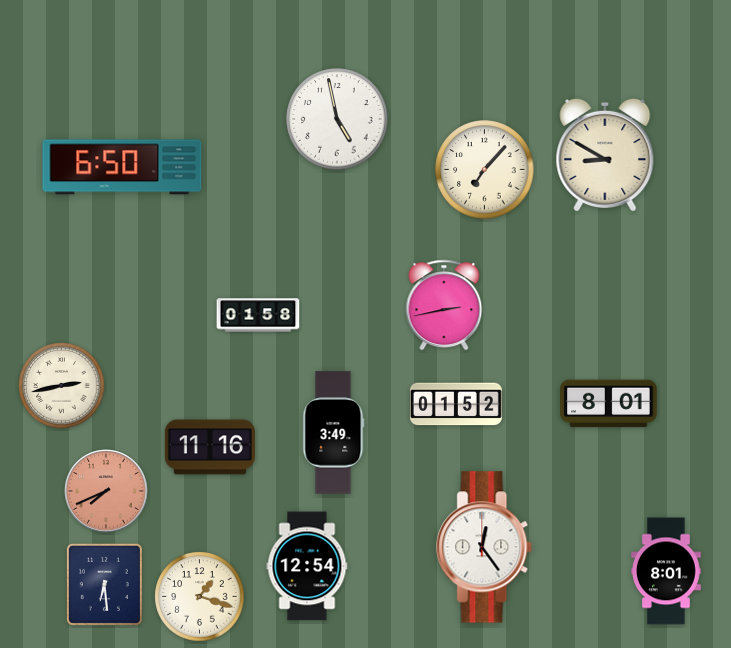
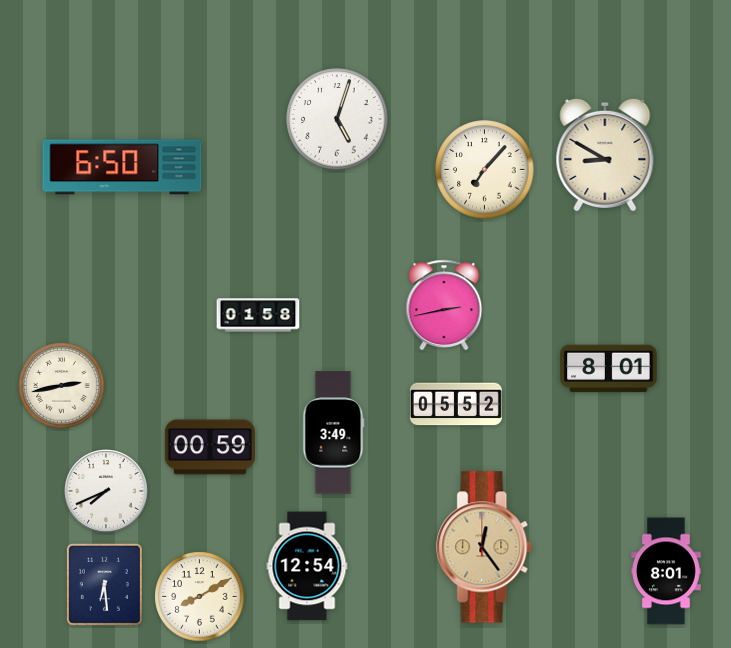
clock at (337, 119): 4:58 -> 5:03
clock at (456, 404): 01:52 -> 05:52
clock at (609, 404) position: (609, 404) -> (609, 369)
clock at (210, 447): 11:16 -> 00:59
clock at (106, 491) dial: salmon -> white
clock at (485, 547) dial: white -> champagne
clock at (200, 597): 1:18 -> 8:10
